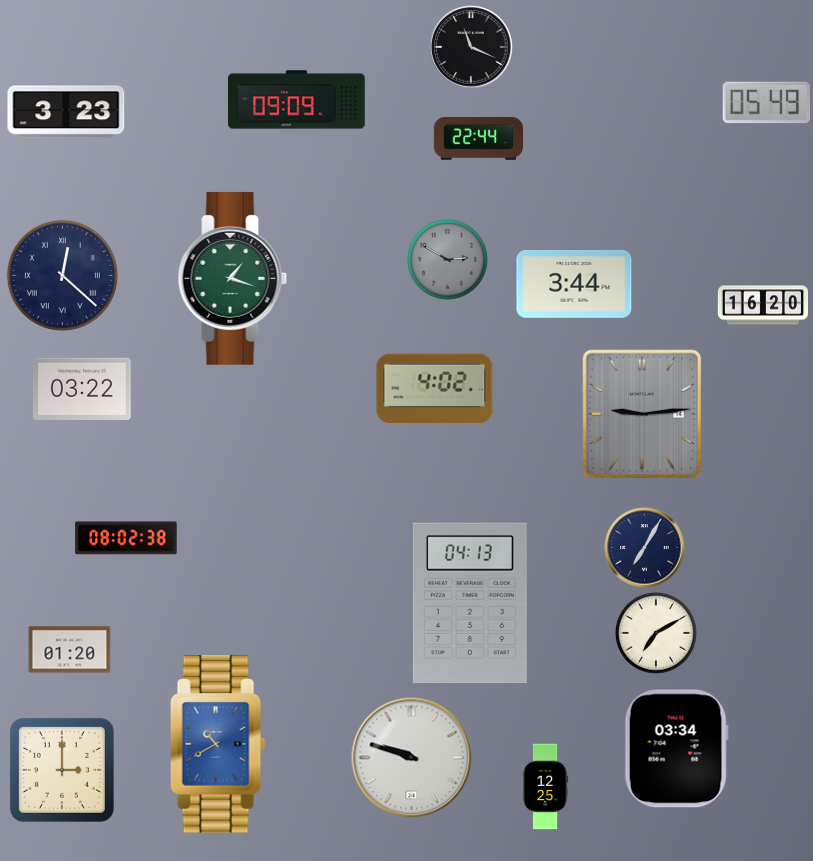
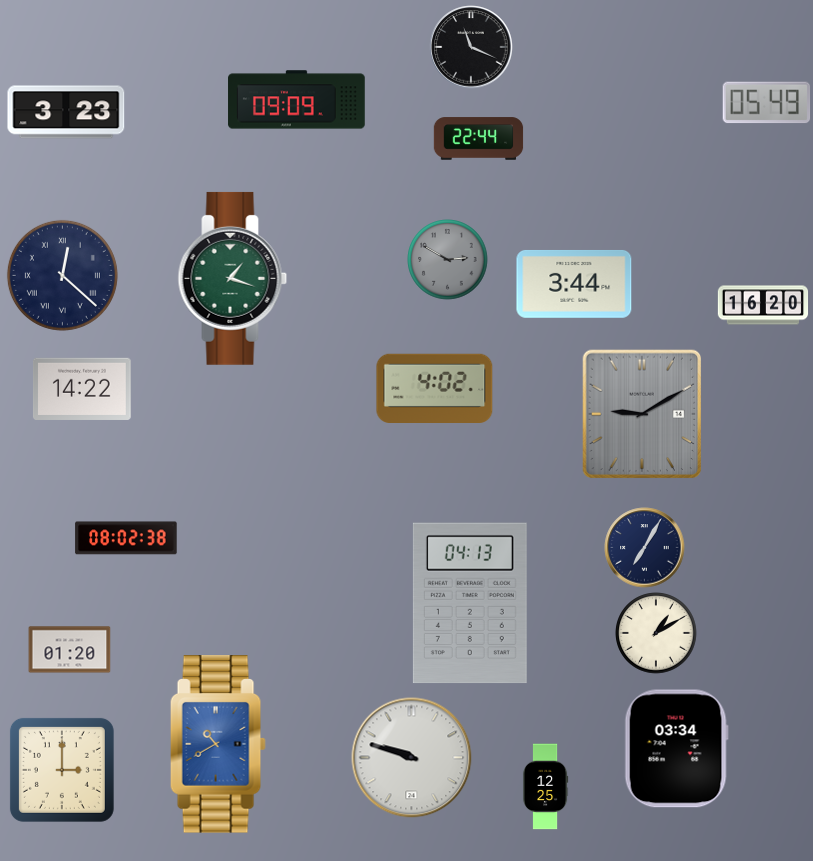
clock at (82, 389): 03:22 -> 14:22
clock at (641, 414): 9:14 -> 9:10
clock at (656, 633): 7:10 -> 1:10
